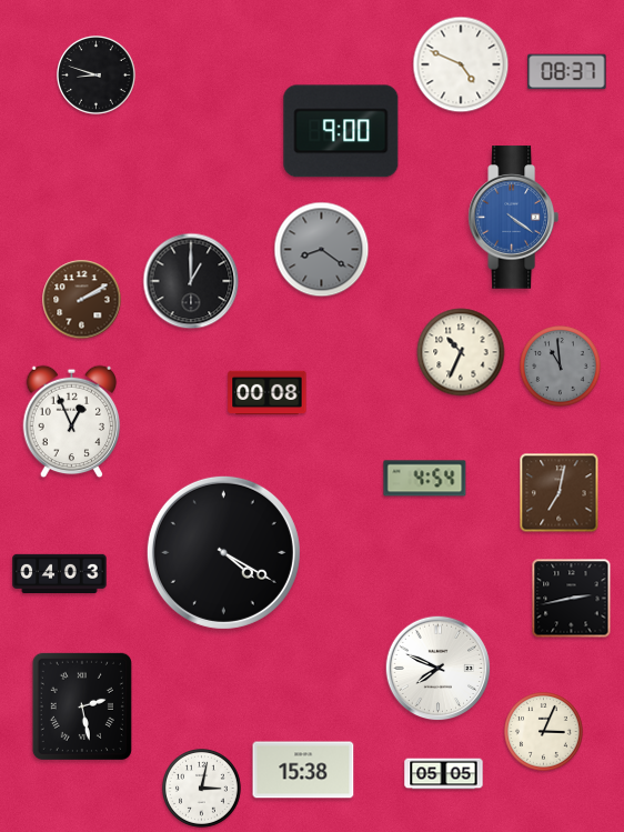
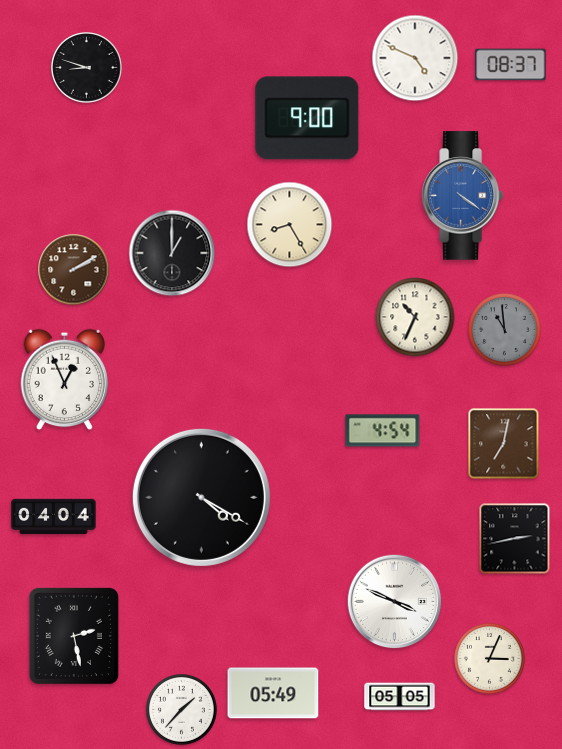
clock at (322, 250): 8:21 -> 8:25
clock at (322, 250) dial: grey -> cream
clock at (268, 393): 00:08 -> none
clock at (60, 573): 04:03 -> 04:04
clock at (439, 669): 7:49 -> 3:49
clock at (303, 770): 15:38 -> 05:49
clock at (202, 789): 3:02 -> 1:37
